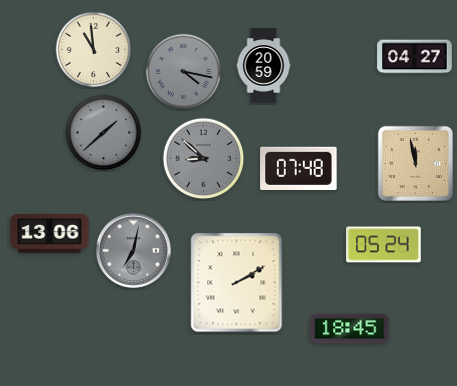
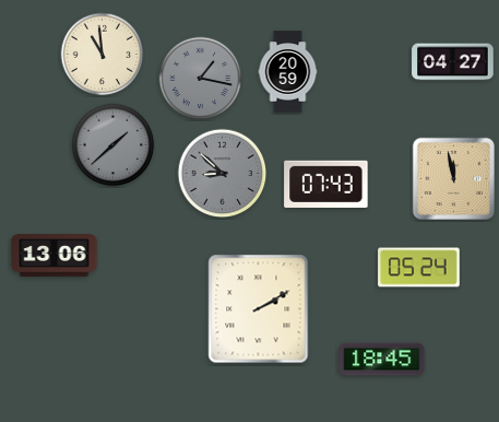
clock at (184, 72): 4:17 -> 1:17
clock at (299, 168): 07:48 -> 07:43
clock at (133, 250): 7:02 -> none
